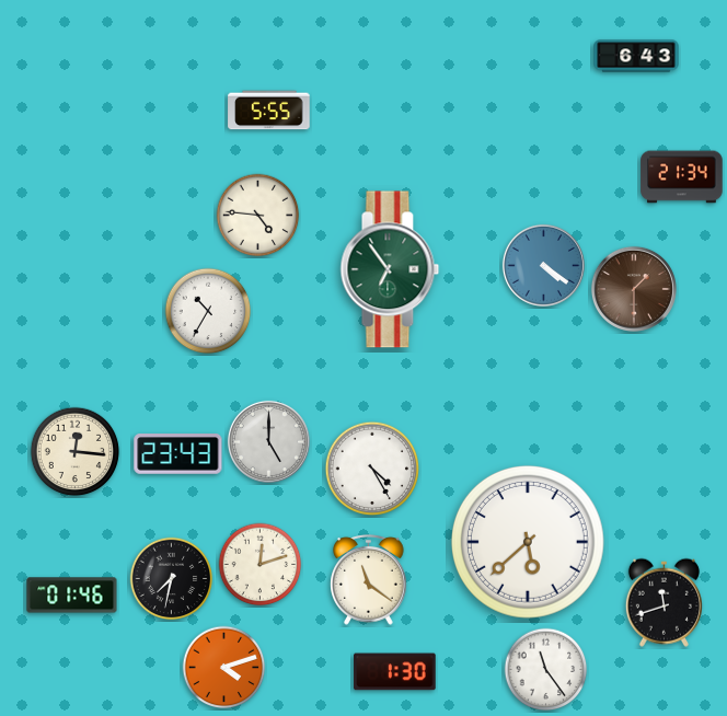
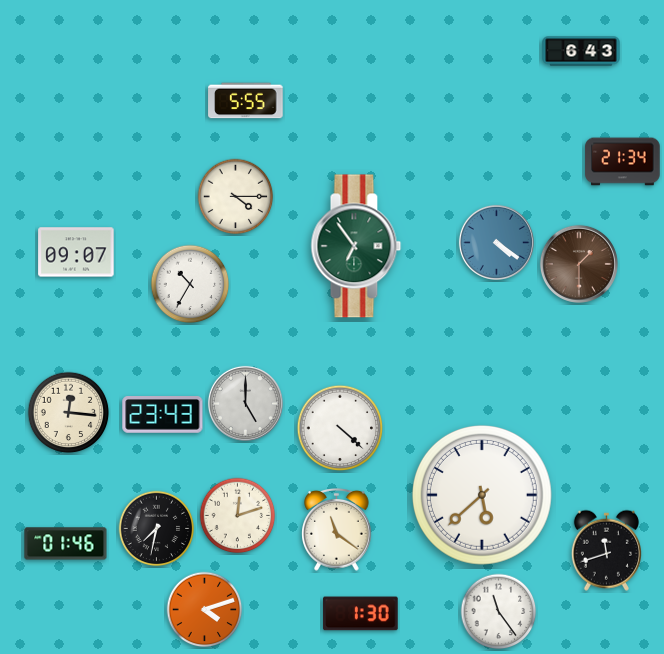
clock at (258, 216): 4:46 -> 4:15
clock at (76, 252): none -> 09:07
clock at (372, 469): 4:25 -> 4:22
